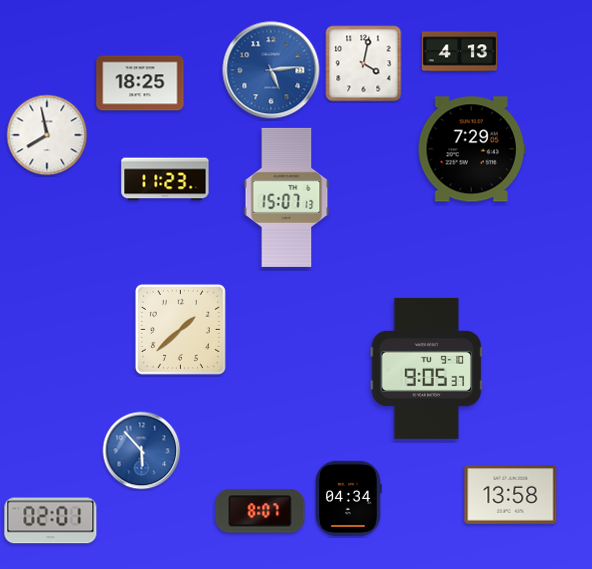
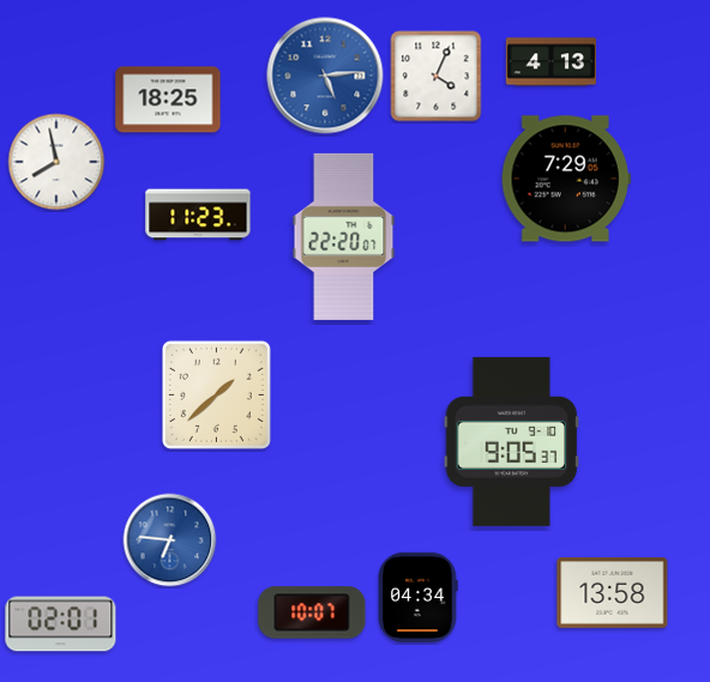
clock at (364, 64): 4:02 -> 4:04
clock at (271, 70) position: (271, 70) -> (325, 76)
clock at (287, 197): 15:07 -> 22:20
clock at (142, 451): 5:53 -> 6:46
clock at (260, 511): 8:07 -> 10:07
